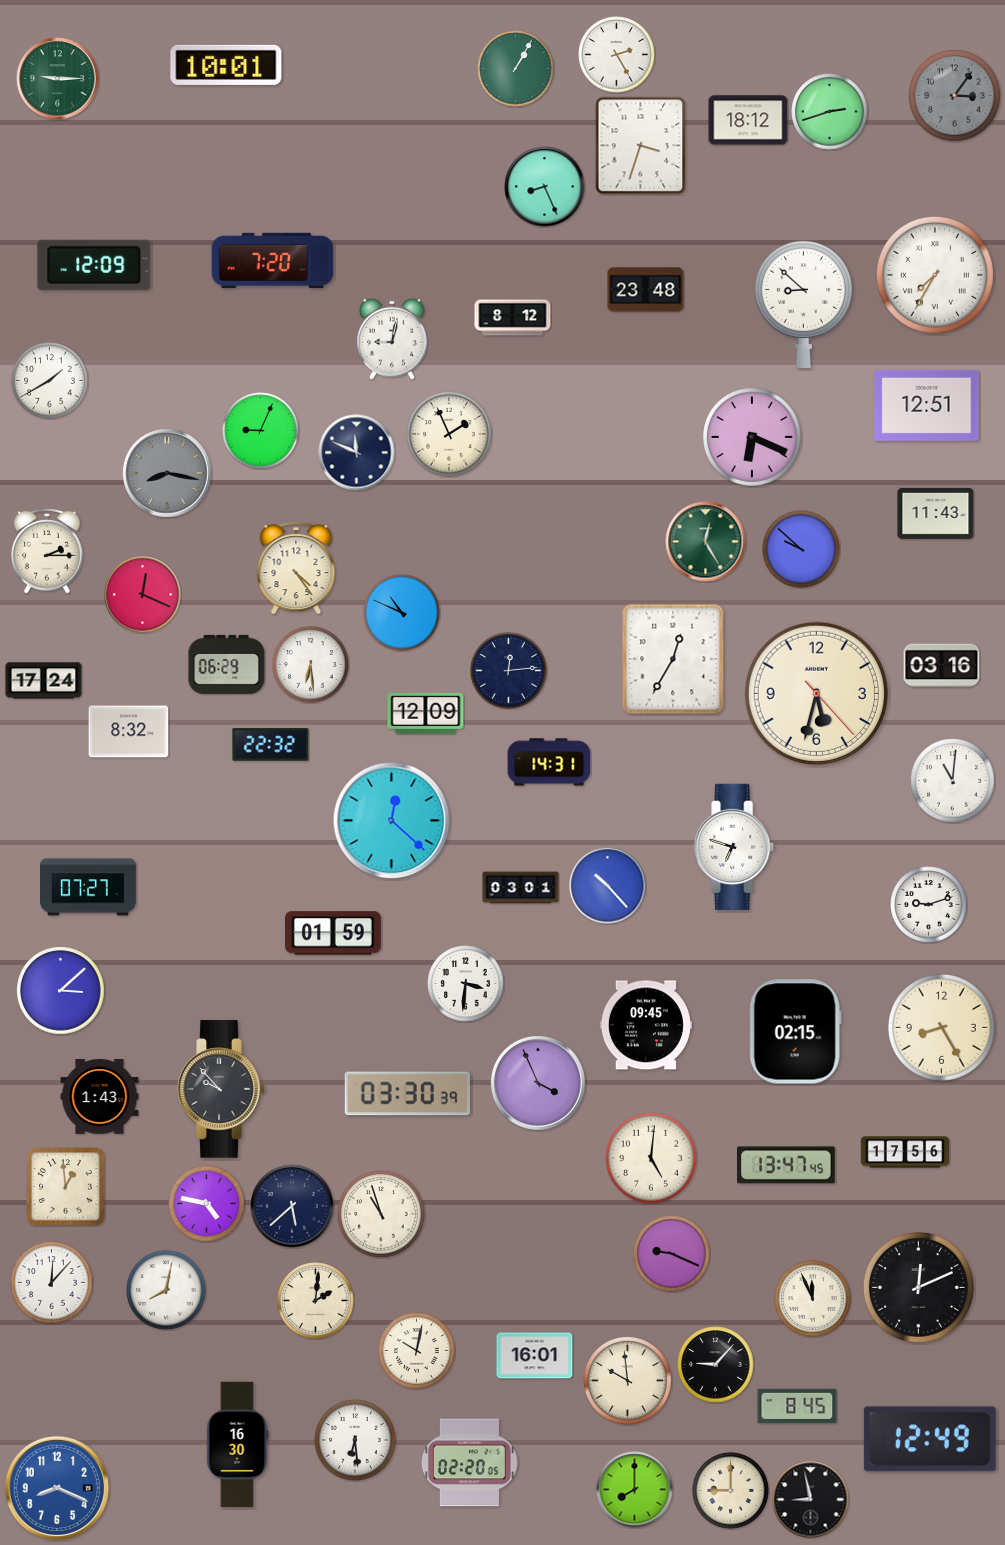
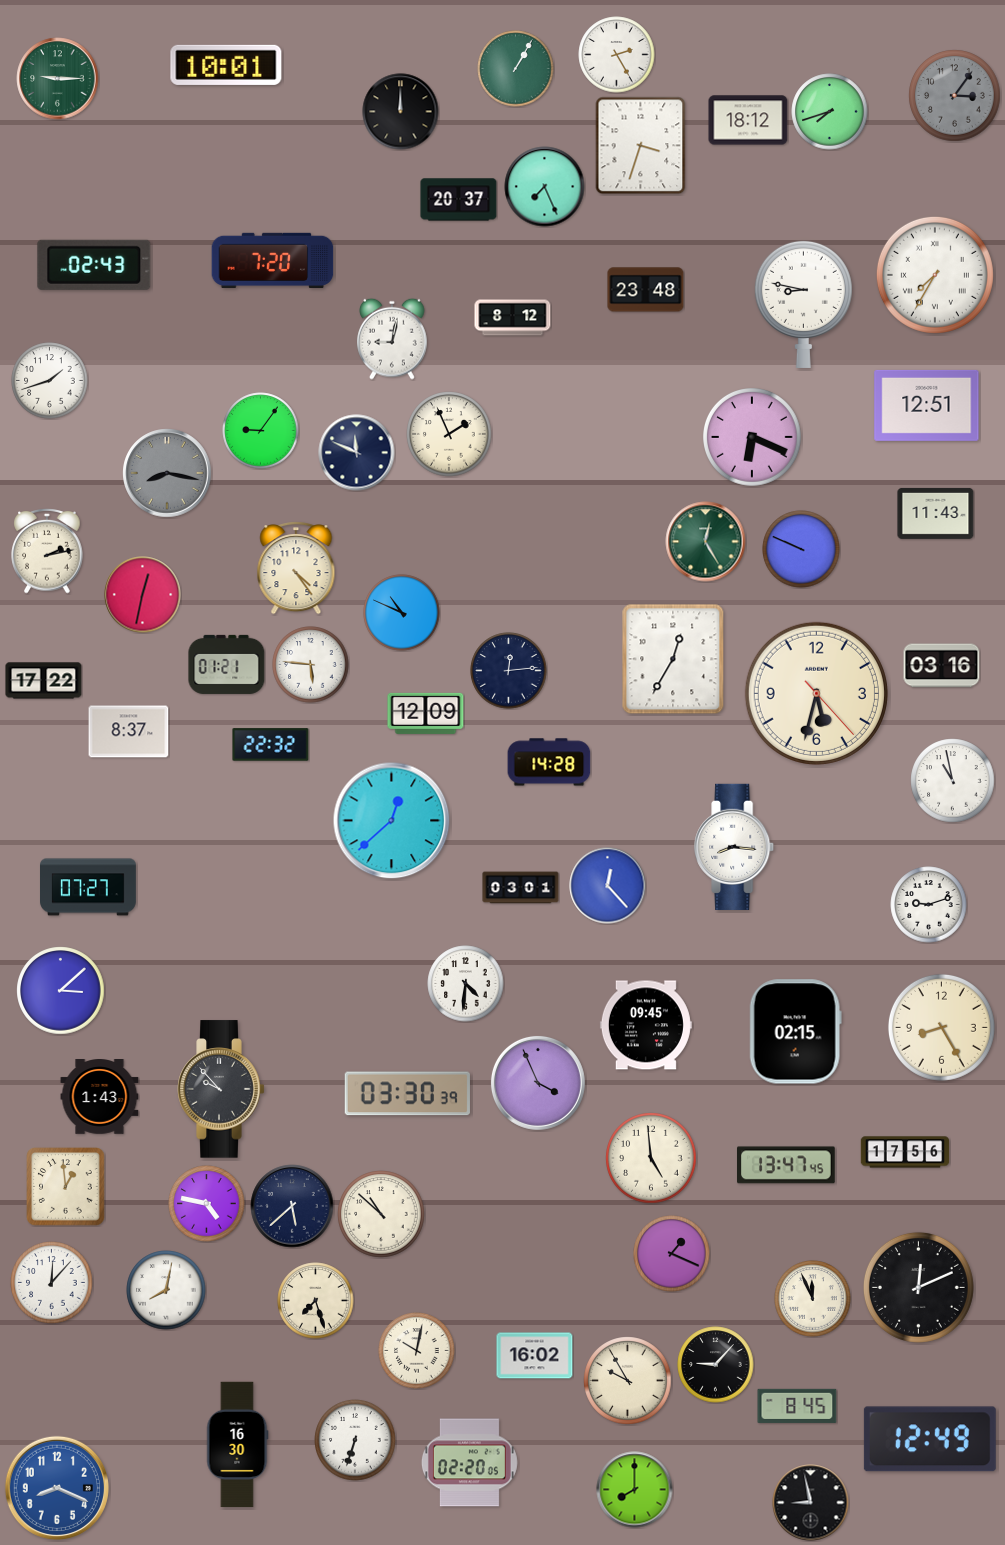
clock at (401, 112): none -> 12:00
clock at (830, 112): 2:42 -> 7:42
clock at (545, 187): 8:26 -> 7:26
clock at (459, 200): none -> 20:37
clock at (94, 265): 12:09 -> 02:43
clock at (803, 304): 8:52 -> 8:47
clock at (50, 381): 1:40 -> 1:42
clock at (261, 431): 9:04 -> 9:06
clock at (801, 549): 9:52 -> 9:49
clock at (47, 551): 2:15 -> 2:13
clock at (143, 595): 12:19 -> 12:32
clock at (227, 664): 06:29 -> 01:21
clock at (311, 665): 6:29 -> 5:46
clock at (44, 681): 17:24 -> 17:22
clock at (129, 732): 8:32 -> 8:37
clock at (549, 762): 14:31 -> 14:28
clock at (953, 781): 11:01 -> 10:58
clock at (392, 821): 12:22 -> 12:38
clock at (735, 847): 6:48 -> 8:16
clock at (608, 886): 10:23 -> 12:23
clock at (334, 933): 01:59 -> none
clock at (466, 984): 3:31 -> 4:31
clock at (651, 1158): 5:01 -> 4:59
clock at (381, 1214): 10:57 -> 10:52
clock at (672, 1254): 9:19 -> 1:19
clock at (316, 1301): 2:01 -> 7:27
clock at (535, 1356): 16:01 -> 16:02
clock at (628, 1381): 9:59 -> 9:55
clock at (355, 1440): 6:29 -> 6:33
clock at (731, 1491): 9:00 -> none
clock at (811, 1500) position: (811, 1500) -> (811, 1503)
